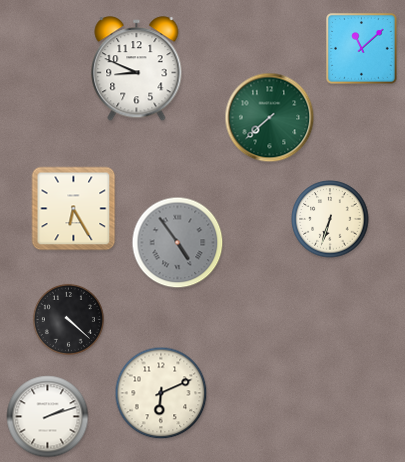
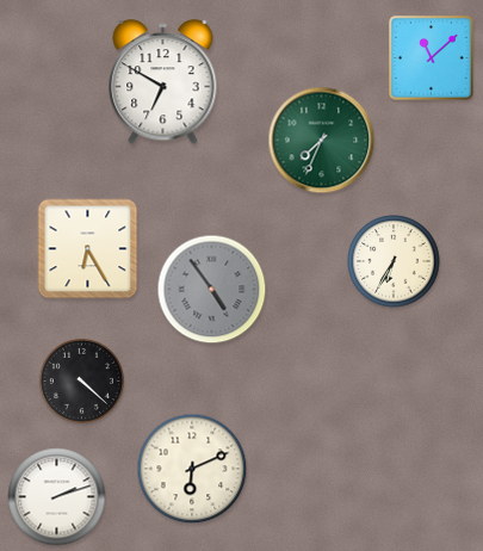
clock at (137, 69): 8:49 -> 6:50
clock at (270, 118): 7:38 -> 7:34
clock at (330, 219): 6:33 -> 6:35
